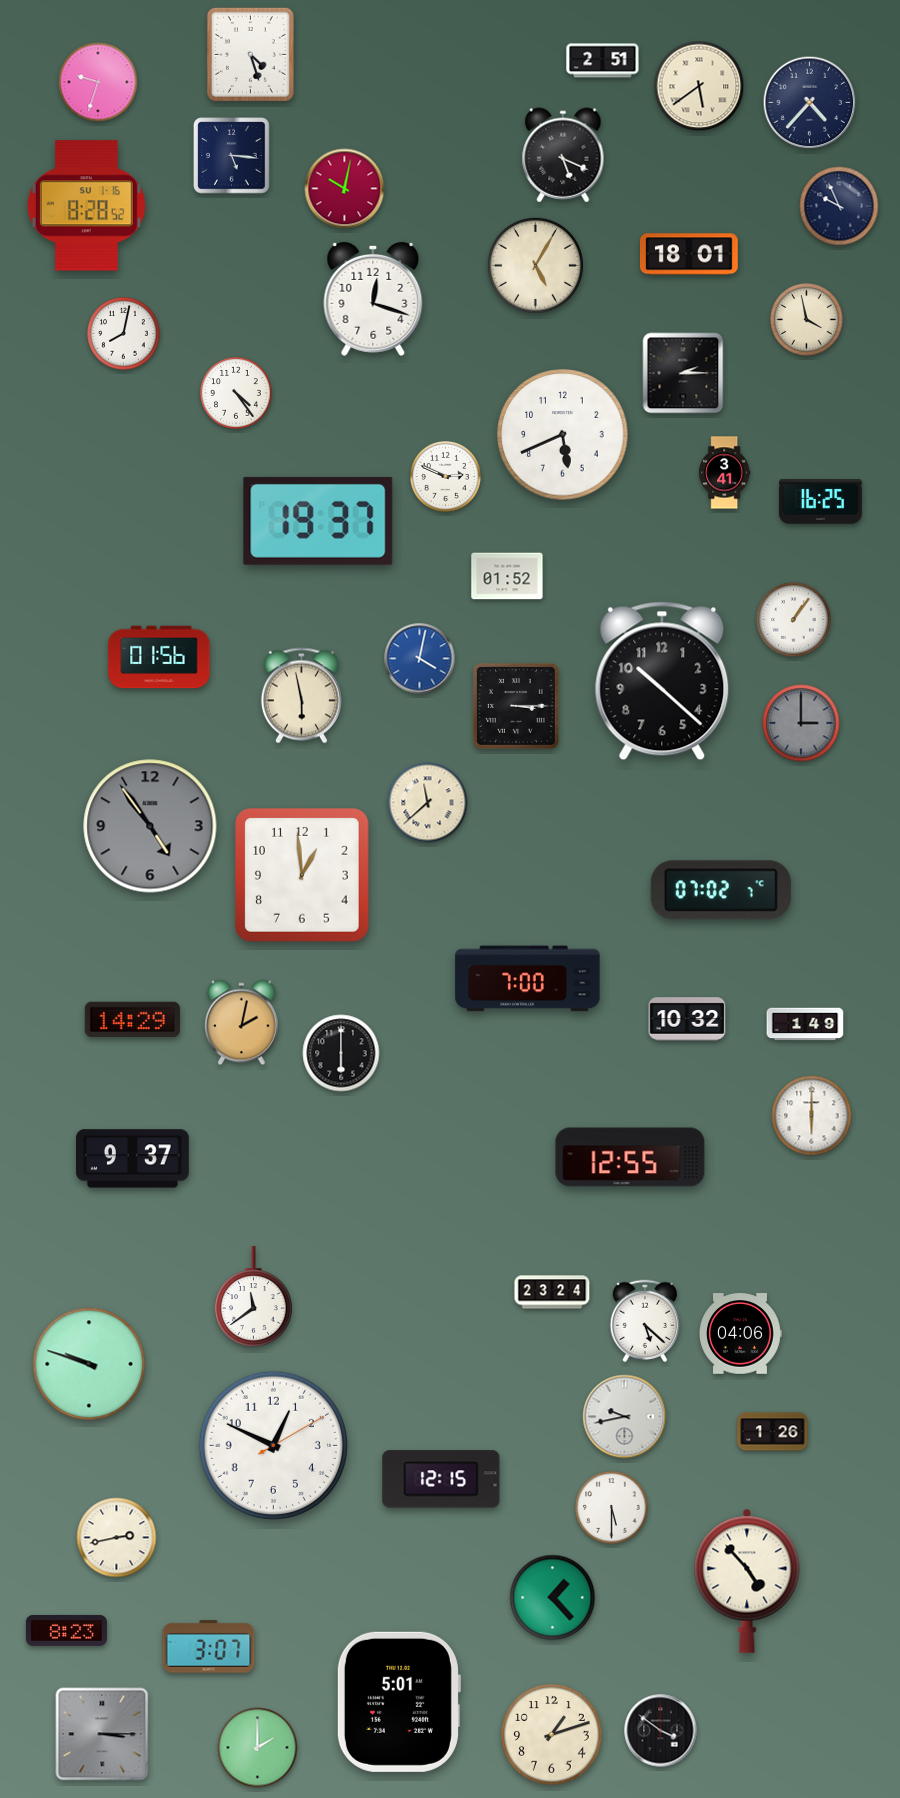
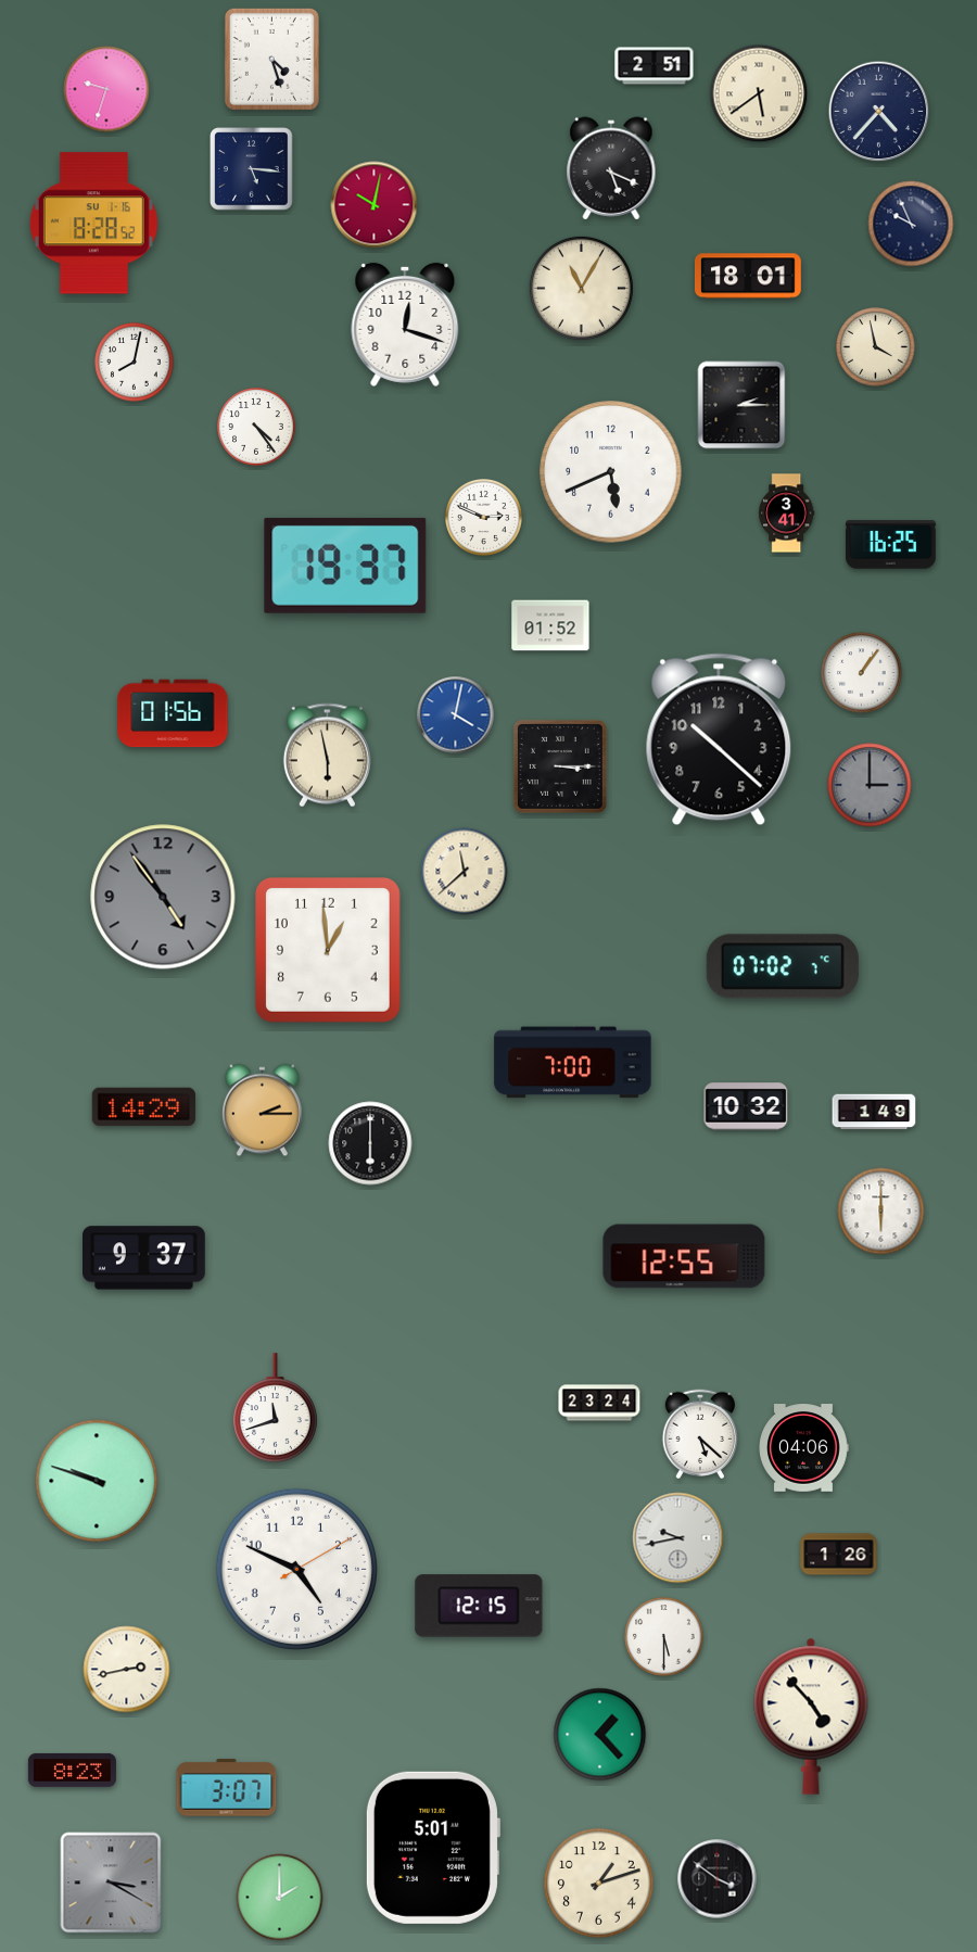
clock at (535, 265): 5:05 -> 11:05
clock at (241, 1023): 2:02 -> 2:15
clock at (254, 1297): 11:39 -> 11:42
clock at (273, 1445): 12:49 -> 4:49
clock at (102, 1734): 3:15 -> 3:20
